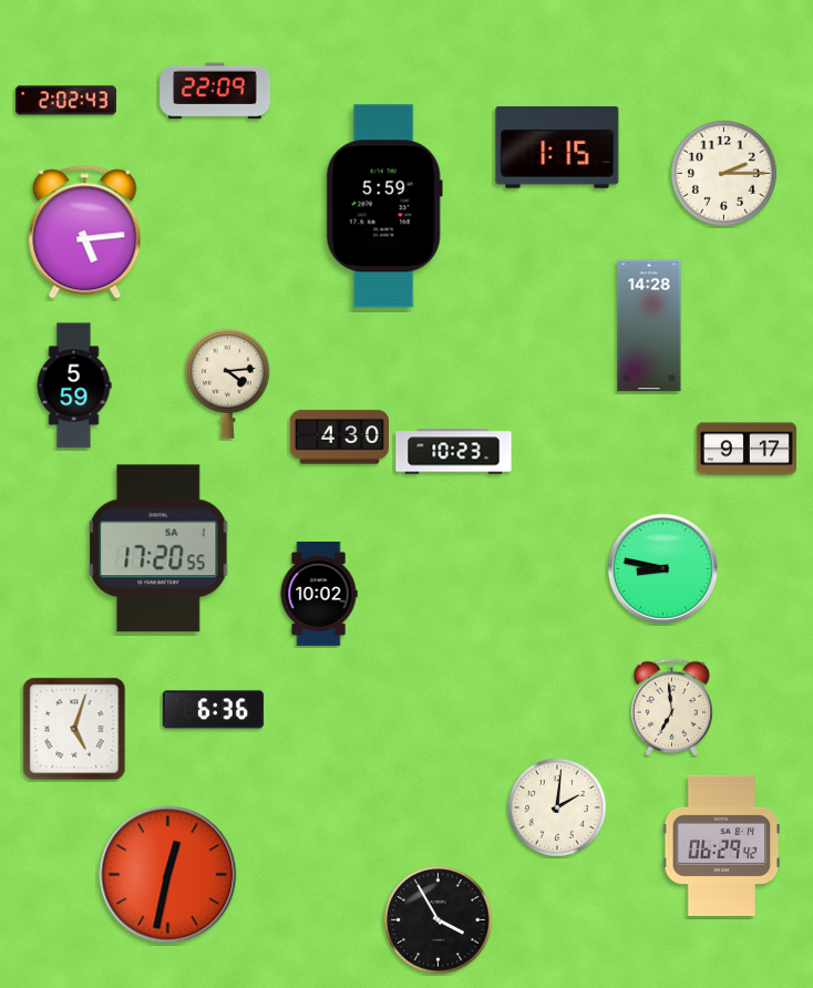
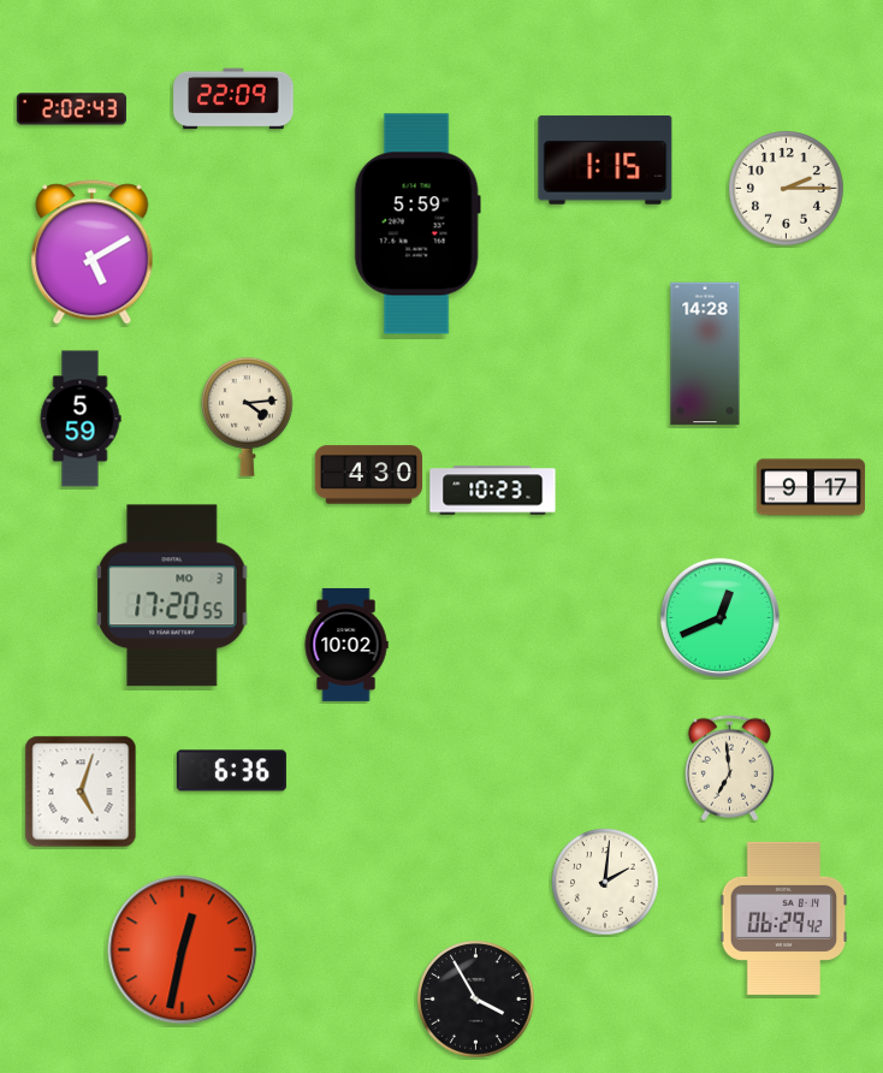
clock at (85, 233): 5:14 -> 5:10
clock at (158, 548) date: SA 1 -> MO 3
clock at (662, 568): 8:47 -> 12:41
clock at (557, 807) position: (557, 807) -> (605, 882)
